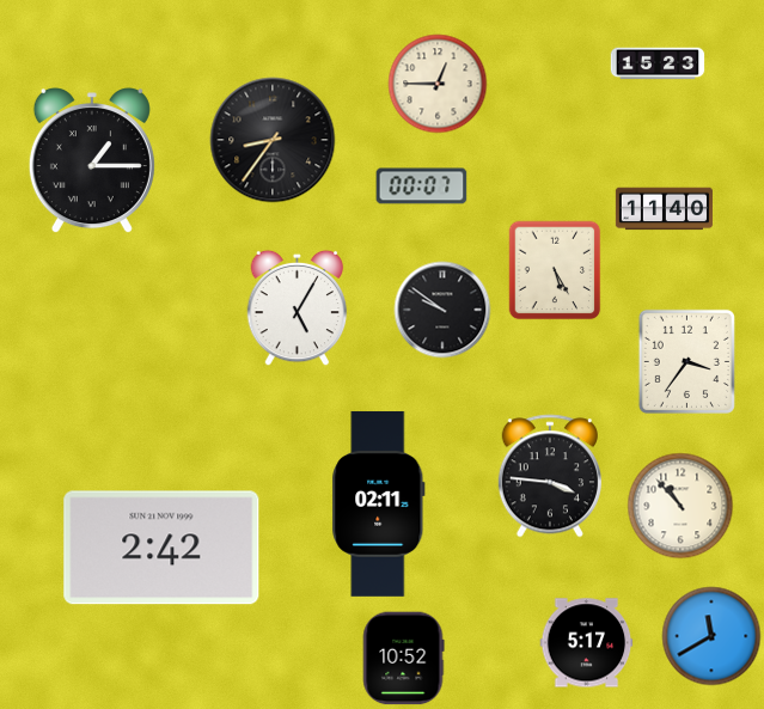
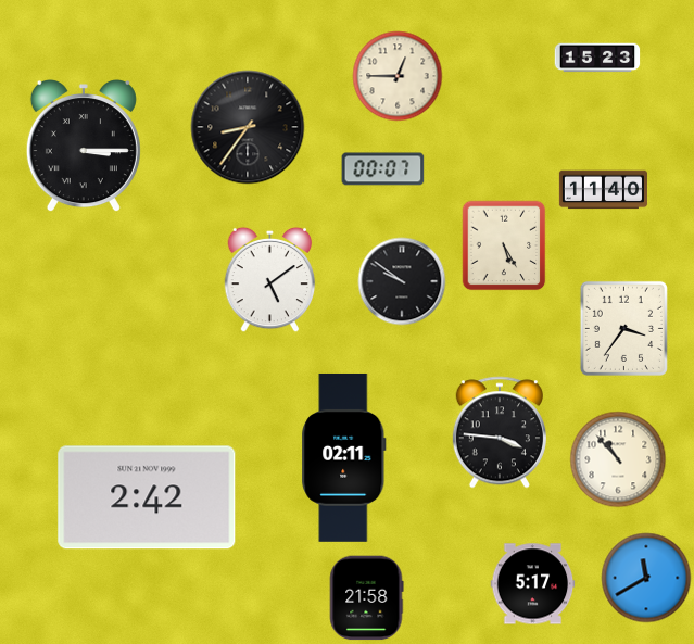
clock at (92, 161): 1:15 -> 3:15
clock at (298, 308): 5:05 -> 5:09
clock at (403, 659): 10:52 -> 21:58
